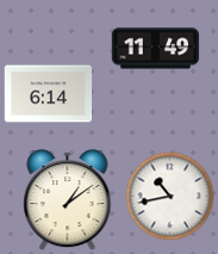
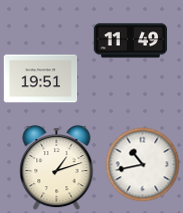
clock at (49, 94): 6:14 -> 19:51
clock at (68, 200): 1:09 -> 1:12
